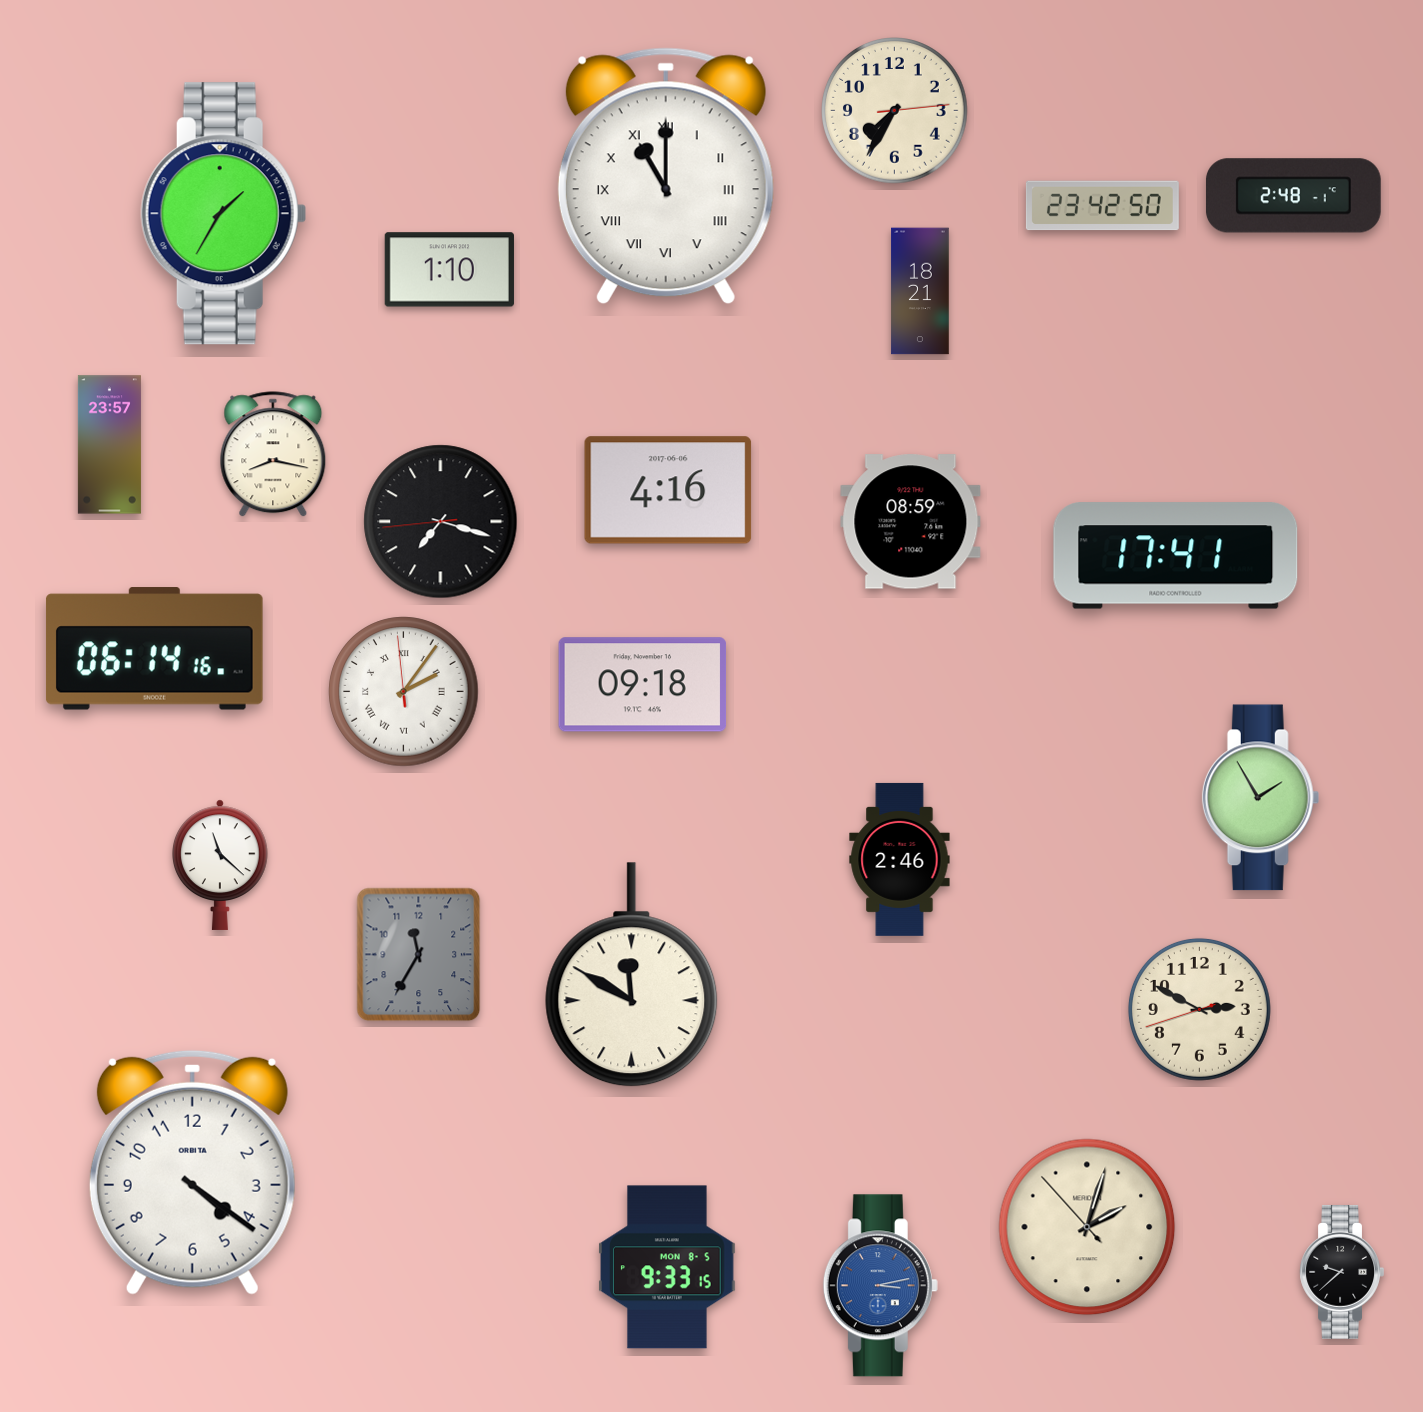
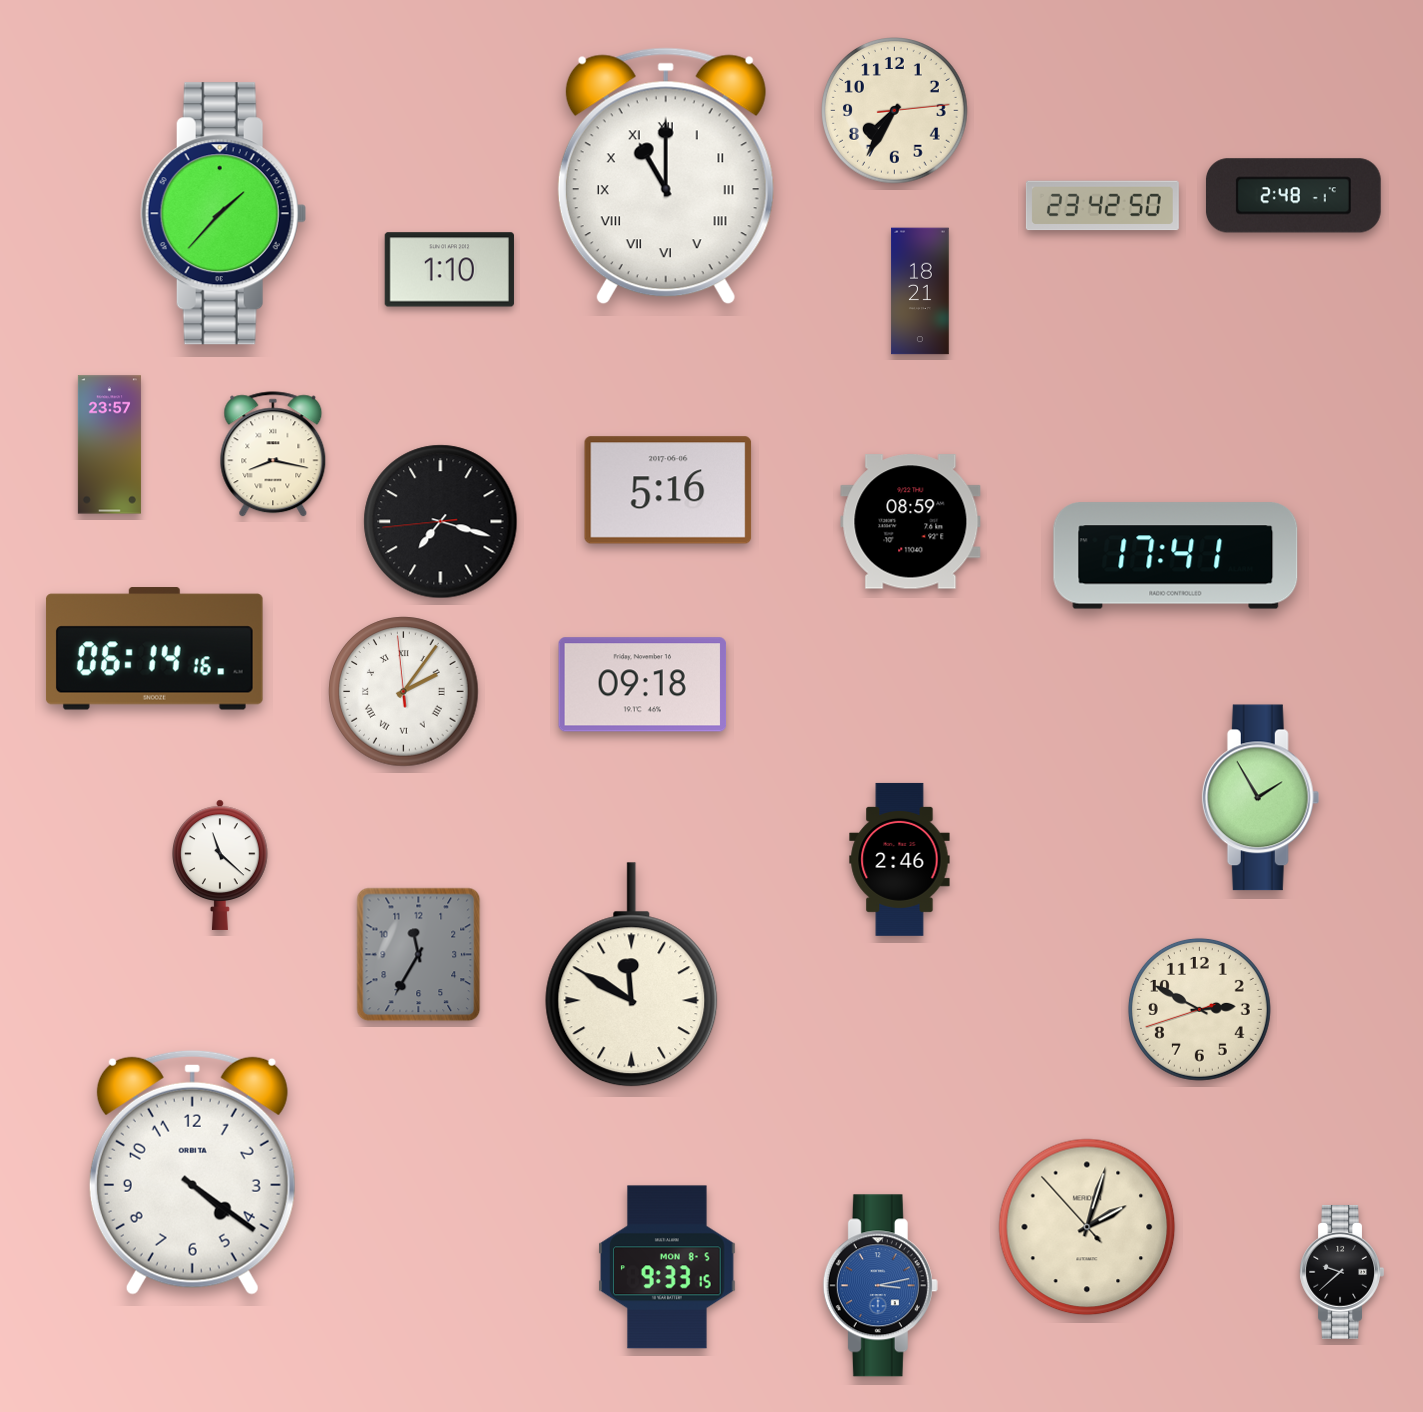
clock at (223, 214): 1:35 -> 1:37
clock at (668, 490): 4:16 -> 5:16
